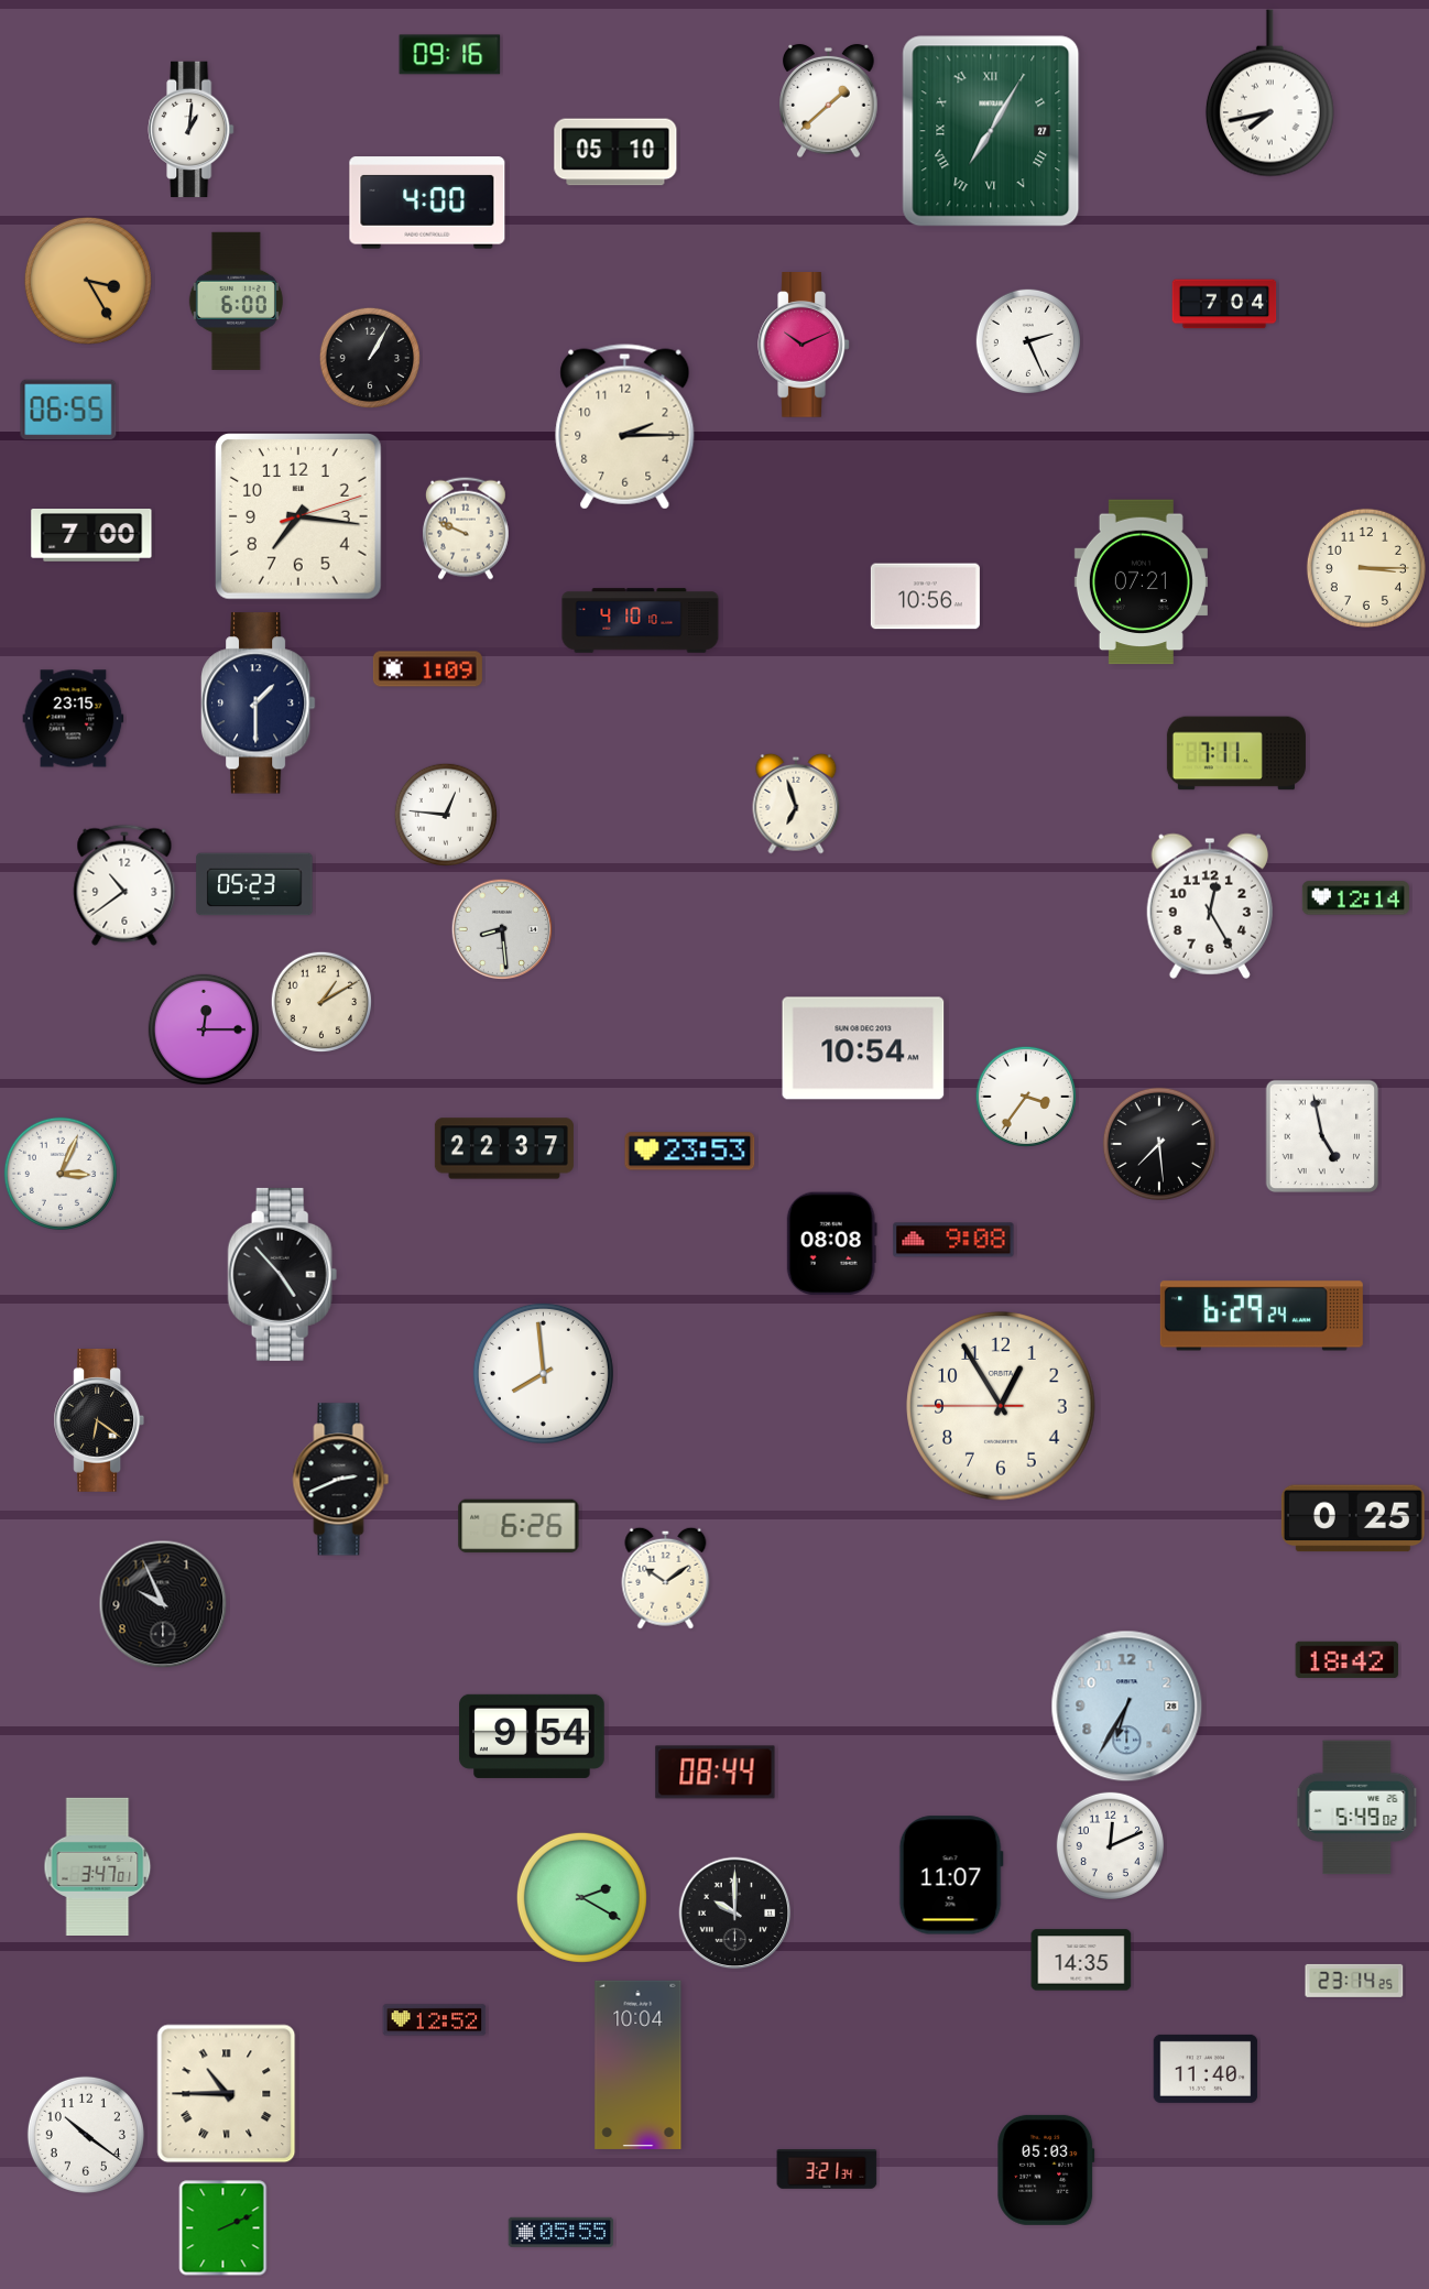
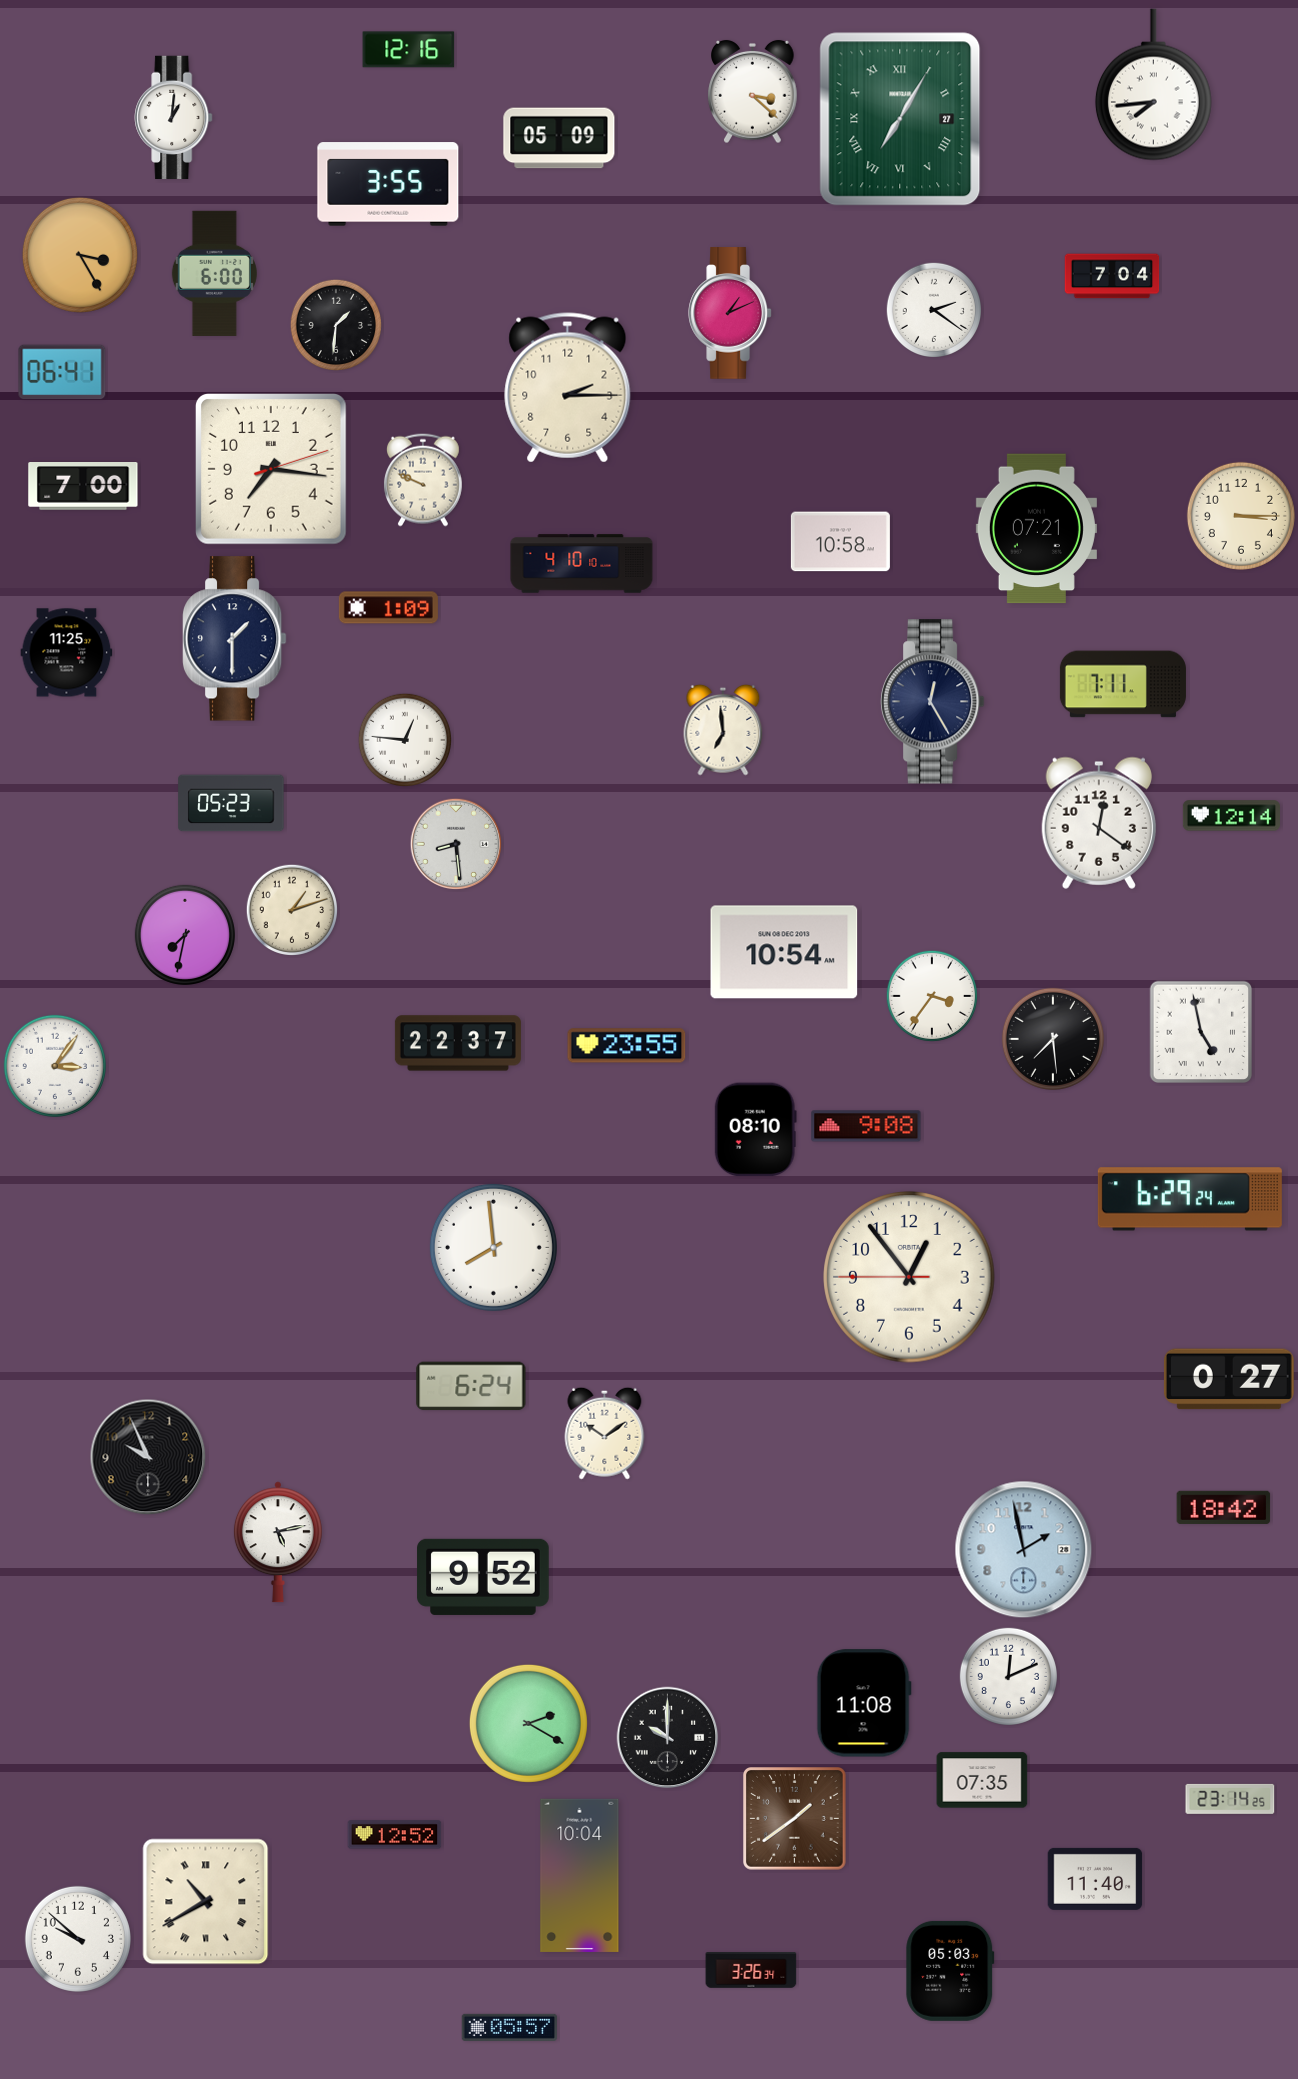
clock at (450, 55): 09:16 -> 12:16
clock at (1269, 94): 7:43 -> 7:44
clock at (829, 101): 1:38 -> 3:22
clock at (615, 152): 05:10 -> 05:09
clock at (427, 203): 4:00 -> 3:55
clock at (1027, 340): 2:26 -> 2:21
clock at (804, 345): 10:11 -> 1:11
clock at (370, 358): 1:05 -> 1:31
clock at (68, 410): 06:55 -> 06:41
clock at (925, 597): 10:56 -> 10:58
clock at (74, 719): 23:15 -> 11:25
clock at (932, 702): none -> 12:25
clock at (796, 804): 6:57 -> 6:59
clock at (124, 885): 10:39 -> none
clock at (1210, 906): 12:25 -> 12:21
clock at (321, 1002): 1:10 -> 1:12
clock at (204, 1029): 12:15 -> 7:32
clock at (690, 1152): 23:53 -> 23:55
clock at (61, 1174): 3:04 -> 3:06
clock at (831, 1244): 08:08 -> 08:10
clock at (283, 1274): 4:53 -> none
clock at (1262, 1316) position: (1262, 1316) -> (1190, 1199)
clock at (1001, 1406): 12:54 -> 12:53
clock at (99, 1420): 6:21 -> none
clock at (341, 1480): 2:41 -> none
clock at (1353, 1518): 0:25 -> 0:27
clock at (519, 1526): 6:26 -> 6:24
clock at (278, 1542): none -> 5:13
clock at (1127, 1707): 6:35 -> 1:58
clock at (532, 1736): 9:54 -> 9:52
clock at (716, 1773): 08:44 -> none
clock at (1357, 1808): 5:49 -> none
clock at (98, 1866): 3:47 -> none
clock at (951, 1875): 11:07 -> 11:08
clock at (1081, 1960): 14:35 -> 07:35
clock at (795, 1819): none -> 1:39
clock at (227, 2094): 10:45 -> 10:40
clock at (86, 2135): 10:21 -> 9:52
clock at (827, 2170): 3:21 -> 3:26
clock at (223, 2228): 2:11 -> none
clock at (561, 2232): 05:55 -> 05:57
